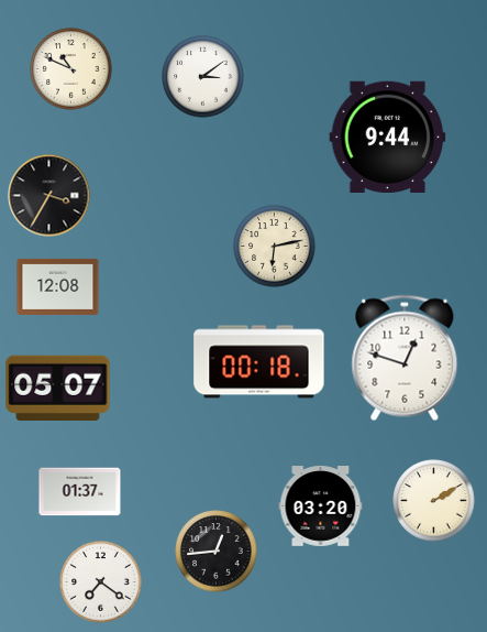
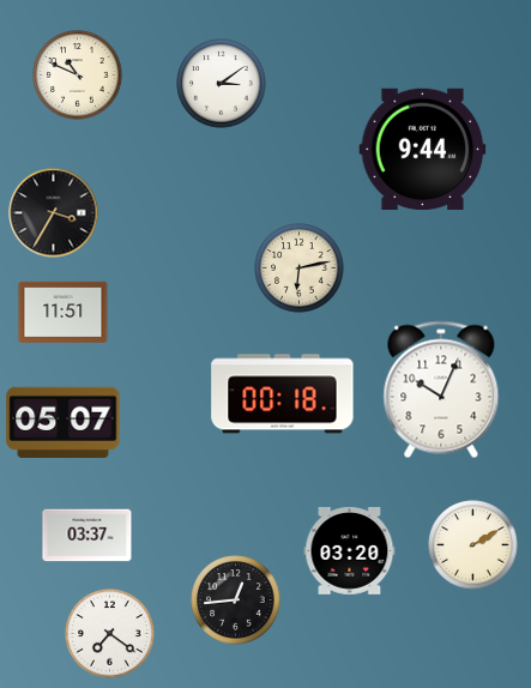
clock at (58, 286): 12:08 -> 11:51
clock at (405, 358): 12:48 -> 10:04
clock at (80, 492): 01:37 -> 03:37
